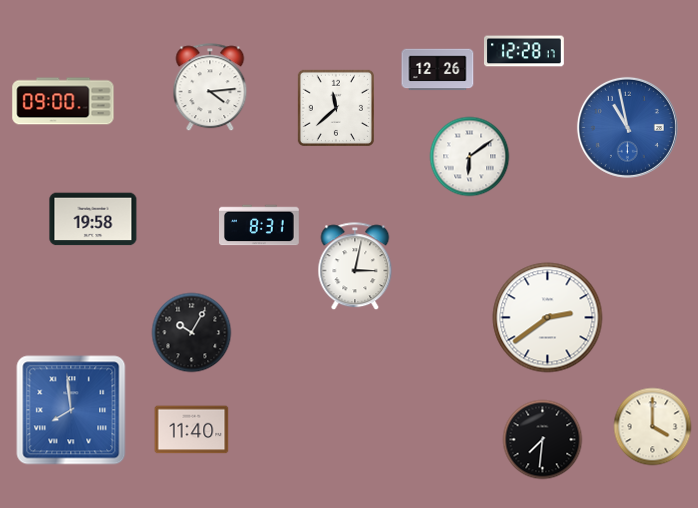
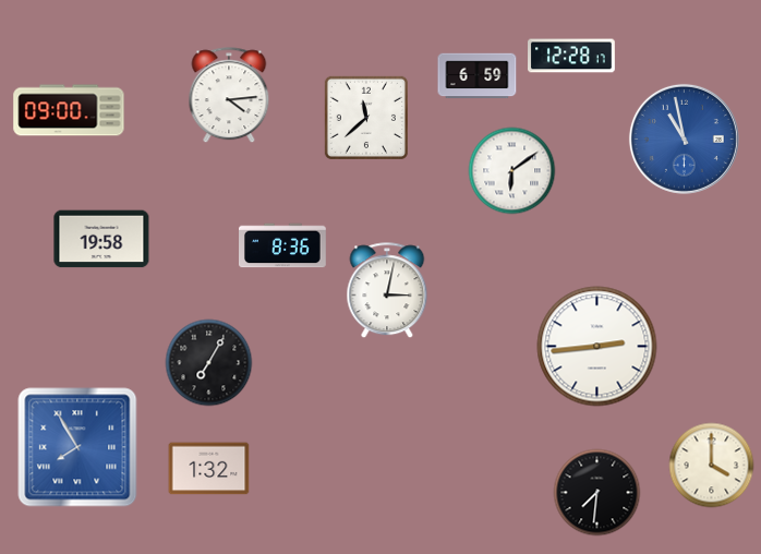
clock at (438, 70): 12:26 -> 6:59
clock at (260, 225): 8:31 -> 8:36
clock at (548, 318): 2:39 -> 2:44
clock at (192, 333): 10:05 -> 7:05
clock at (71, 410): 7:59 -> 7:55
clock at (192, 430): 11:40 -> 1:32
clock at (543, 440) position: (543, 440) -> (597, 493)
